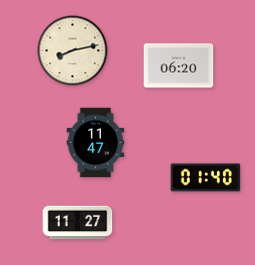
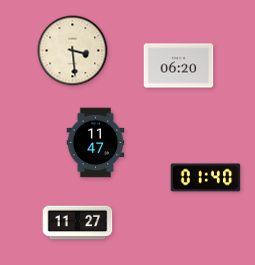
clock at (73, 51): 8:13 -> 3:29
